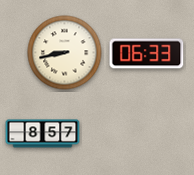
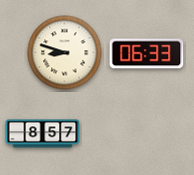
clock at (65, 53): 8:43 -> 8:48
